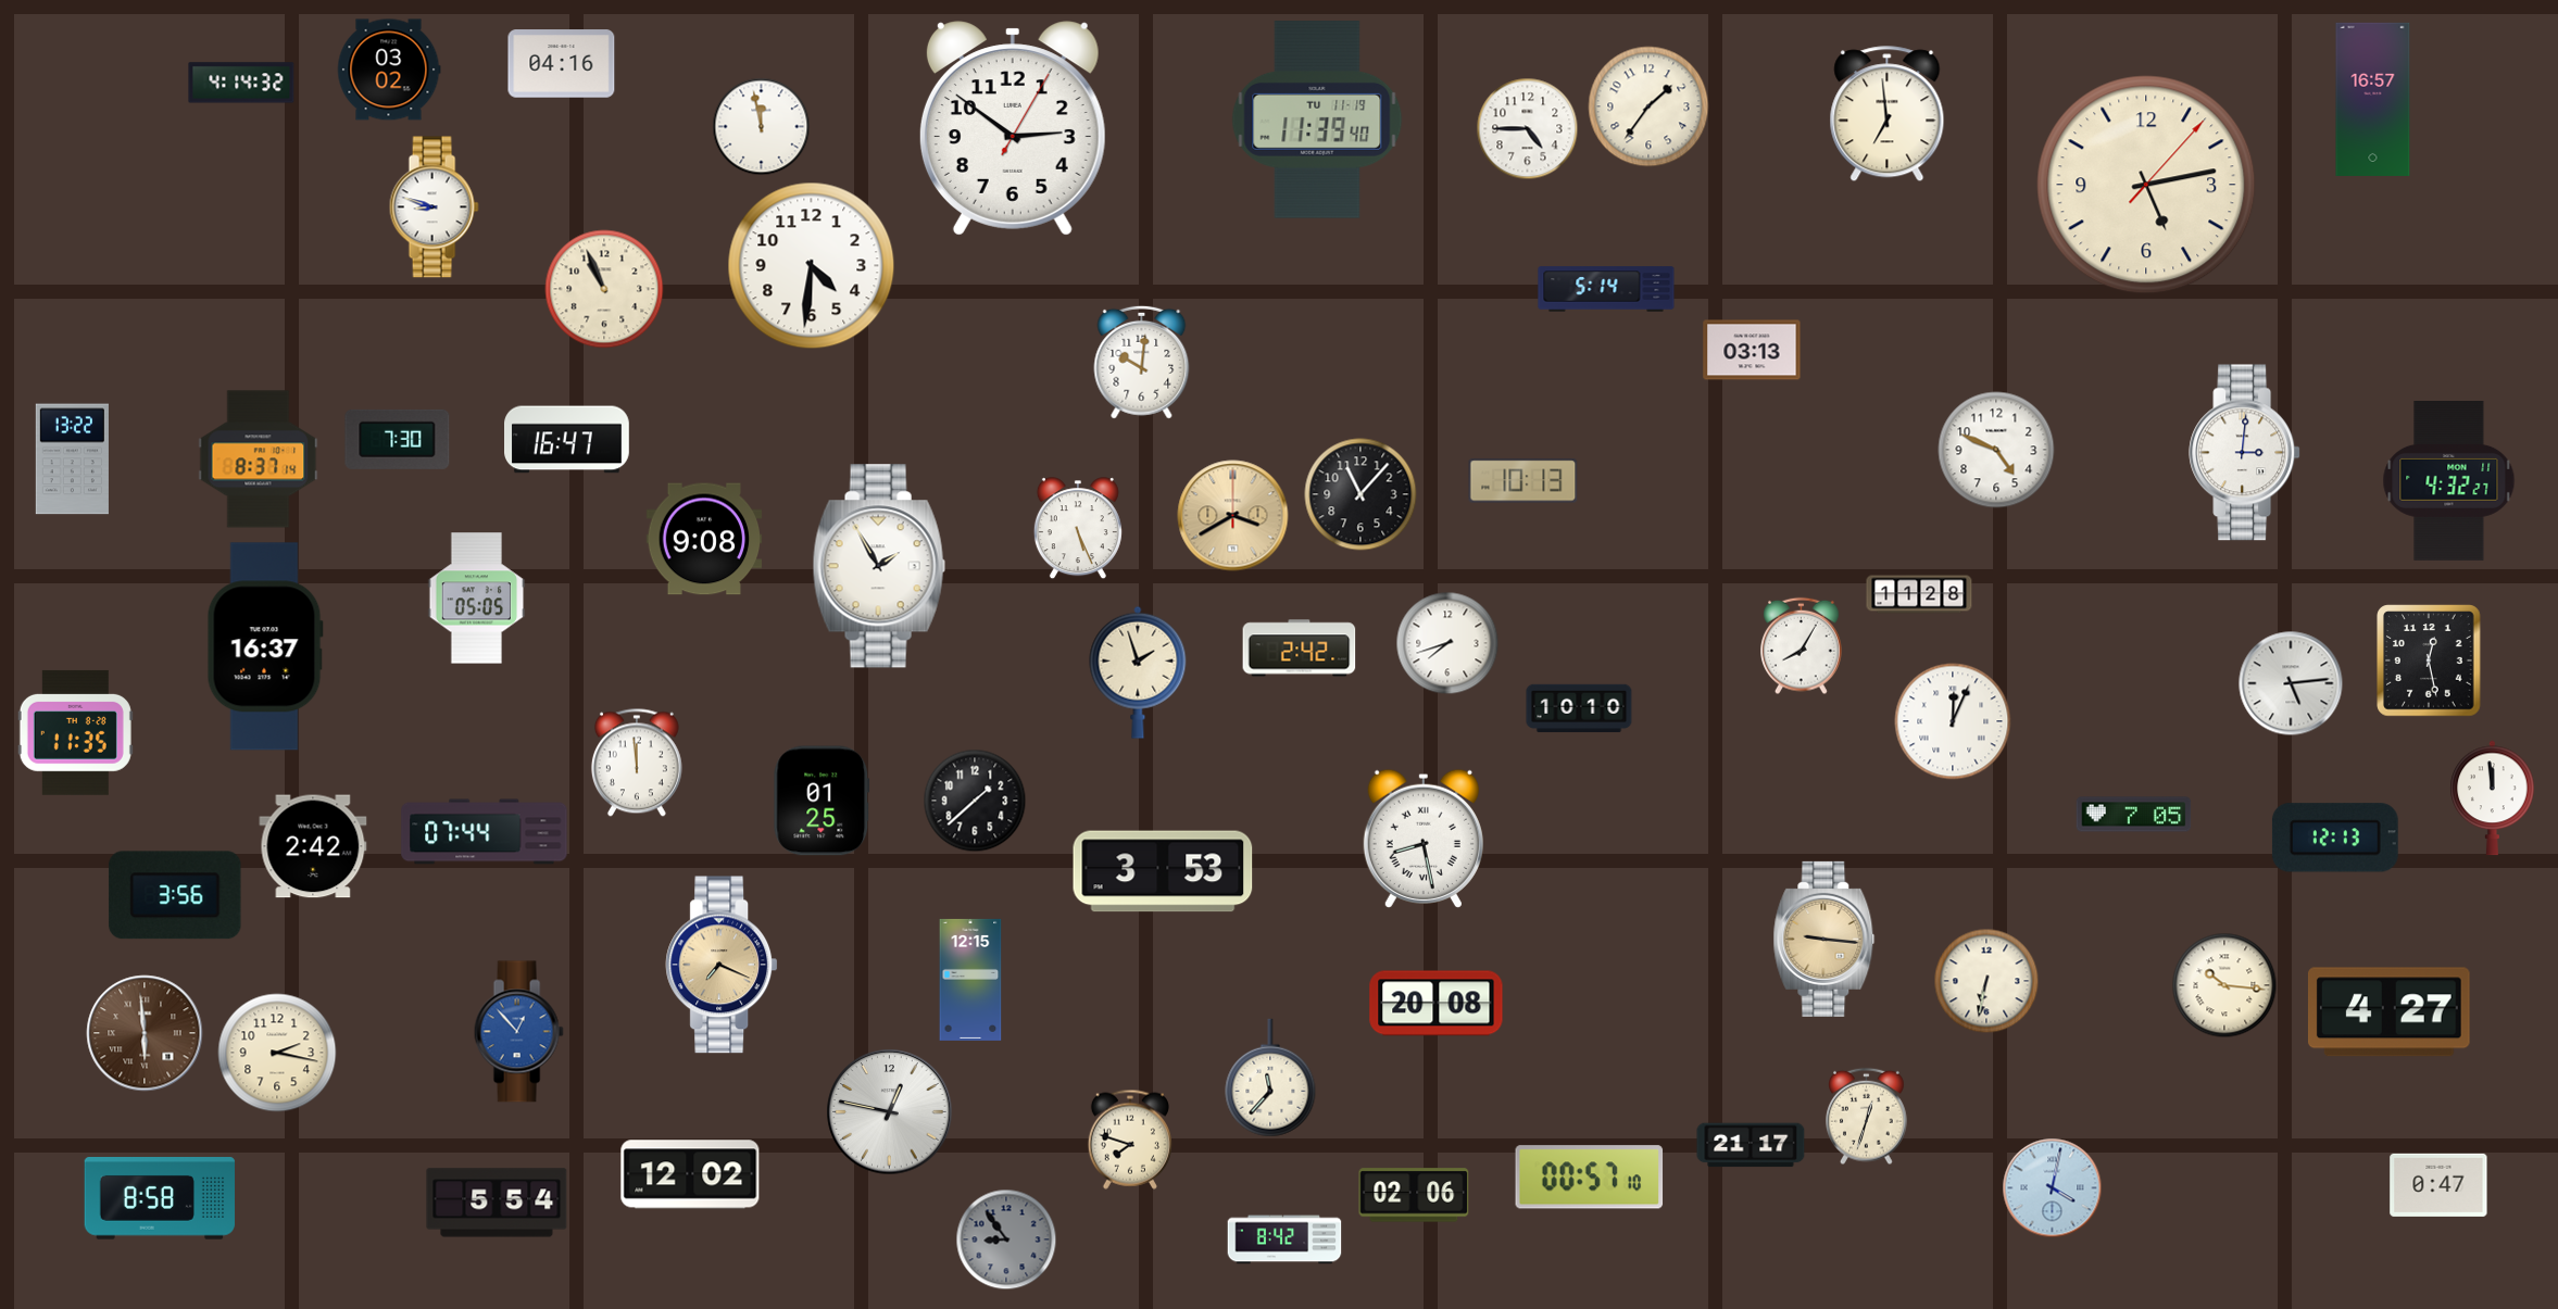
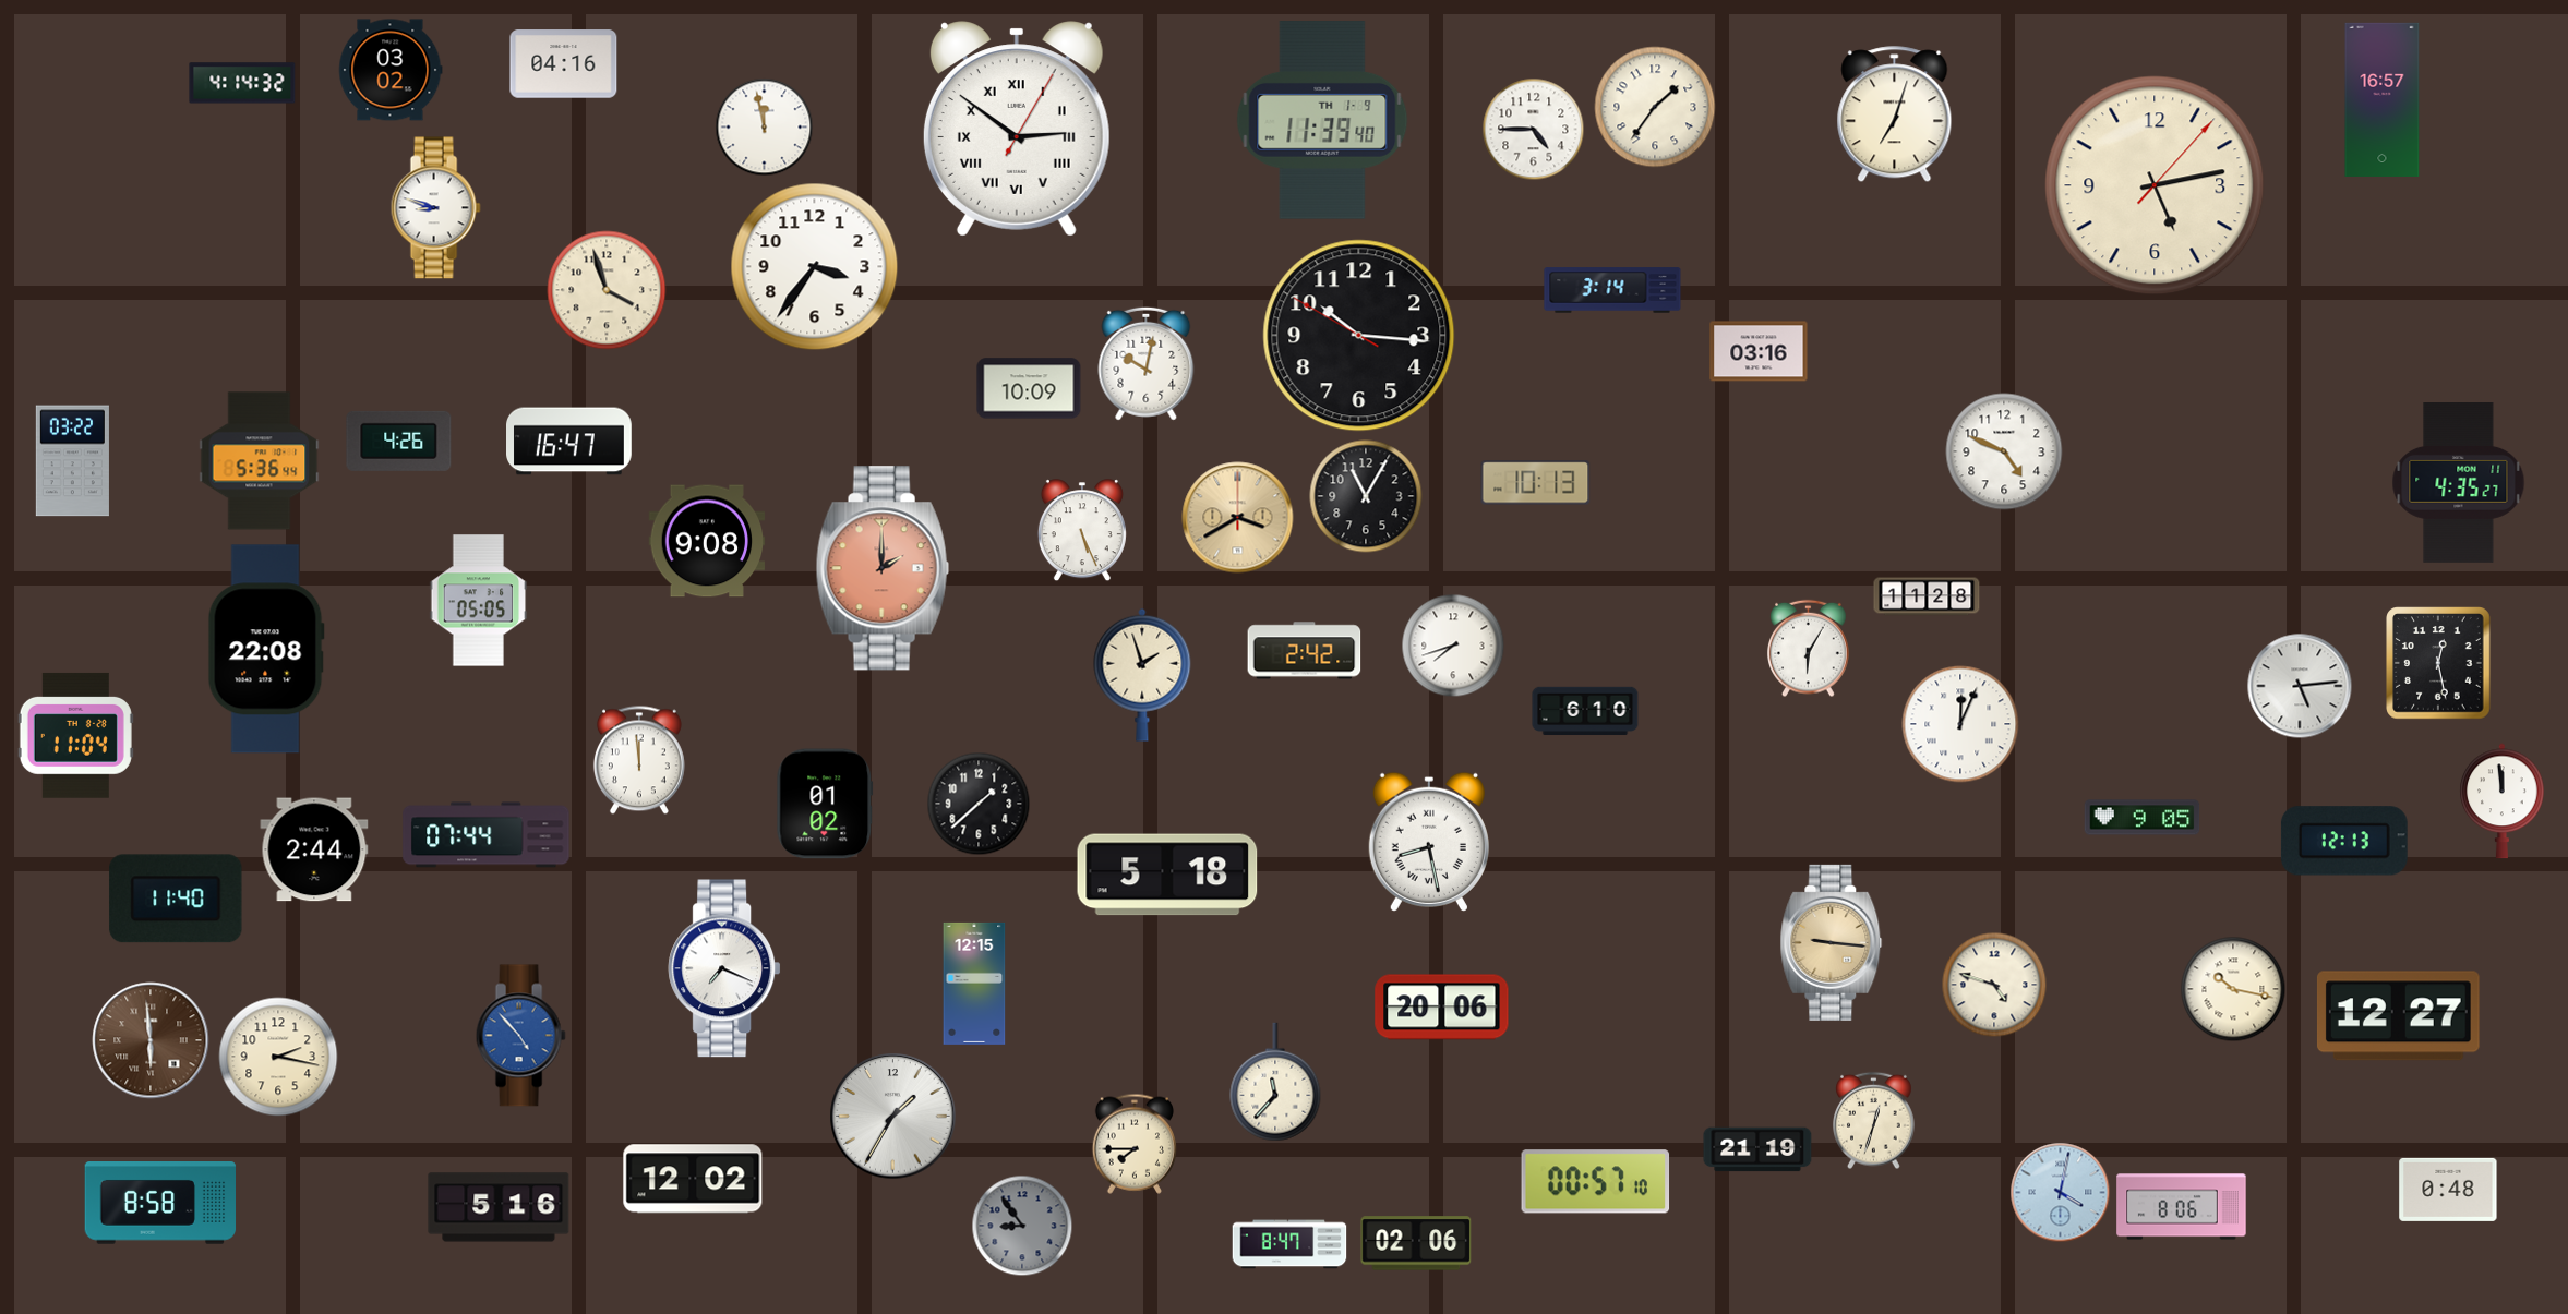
clock at (1888, 114): 6:59 -> 7:03
clock at (1317, 119) date: TU 11-19 -> TH 1-9
clock at (1013, 128) numerals: Arabic -> Roman
clock at (812, 266): 4:31 -> 3:36
clock at (604, 289): 10:56 -> 3:57
clock at (1606, 289): 5:14 -> 3:14
clock at (1359, 336): none -> 10:15
clock at (1752, 350): 03:13 -> 03:16
clock at (1142, 362): 10:01 -> 10:02
clock at (1029, 388): none -> 10:09
clock at (398, 439): 7:30 -> 4:26
clock at (2245, 453): 3:01 -> none
clock at (72, 460): 13:22 -> 03:22
clock at (259, 460): 8:37 -> 5:36
clock at (1523, 481) position: (1523, 481) -> (1536, 483)
clock at (2449, 481): 4:32 -> 4:35
clock at (1360, 494): 11:07 -> 11:05
clock at (879, 566): 1:55 -> 2:00
clock at (879, 566) dial: white -> salmon
clock at (265, 646): 16:37 -> 22:08
clock at (1802, 646): 8:05 -> 6:05
clock at (1579, 708): 10:10 -> 6:10
clock at (75, 732): 11:35 -> 11:04
clock at (637, 763) position: (637, 763) -> (639, 760)
clock at (822, 801): 01:25 -> 01:02
clock at (2134, 815): 7:05 -> 9:05
clock at (313, 846): 2:42 -> 2:44
clock at (1163, 871): 3:53 -> 5:18
clock at (175, 895): 3:56 -> 11:40
clock at (722, 965) dial: champagne -> white
clock at (1986, 981): 6:32 -> 4:48
clock at (2224, 985): 10:16 -> 10:17
clock at (1437, 1004): 20:08 -> 20:06
clock at (2388, 1012): 4:27 -> 12:27
clock at (518, 1032): 12:53 -> 4:53
clock at (145, 1033) position: (145, 1033) -> (151, 1040)
clock at (890, 1112): 12:47 -> 1:35
clock at (1130, 1140): 7:48 -> 7:45
clock at (1751, 1145): 21:17 -> 21:19
clock at (2438, 1185): 0:47 -> 0:48
clock at (1414, 1195) position: (1414, 1195) -> (1416, 1243)
clock at (497, 1203): 5:54 -> 5:16
clock at (2182, 1207): none -> 8:06
clock at (1006, 1239) position: (1006, 1239) -> (1022, 1226)
clock at (1284, 1239): 8:42 -> 8:47
